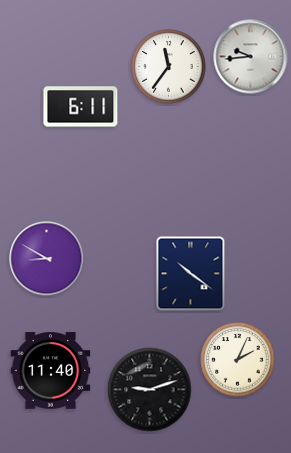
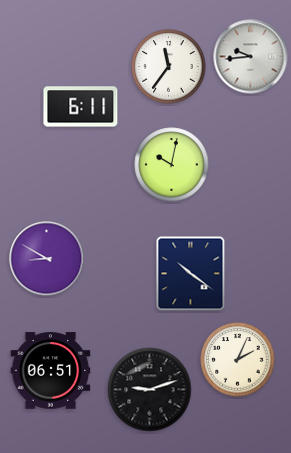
clock at (172, 165): none -> 10:02
clock at (51, 371): 11:40 -> 06:51
